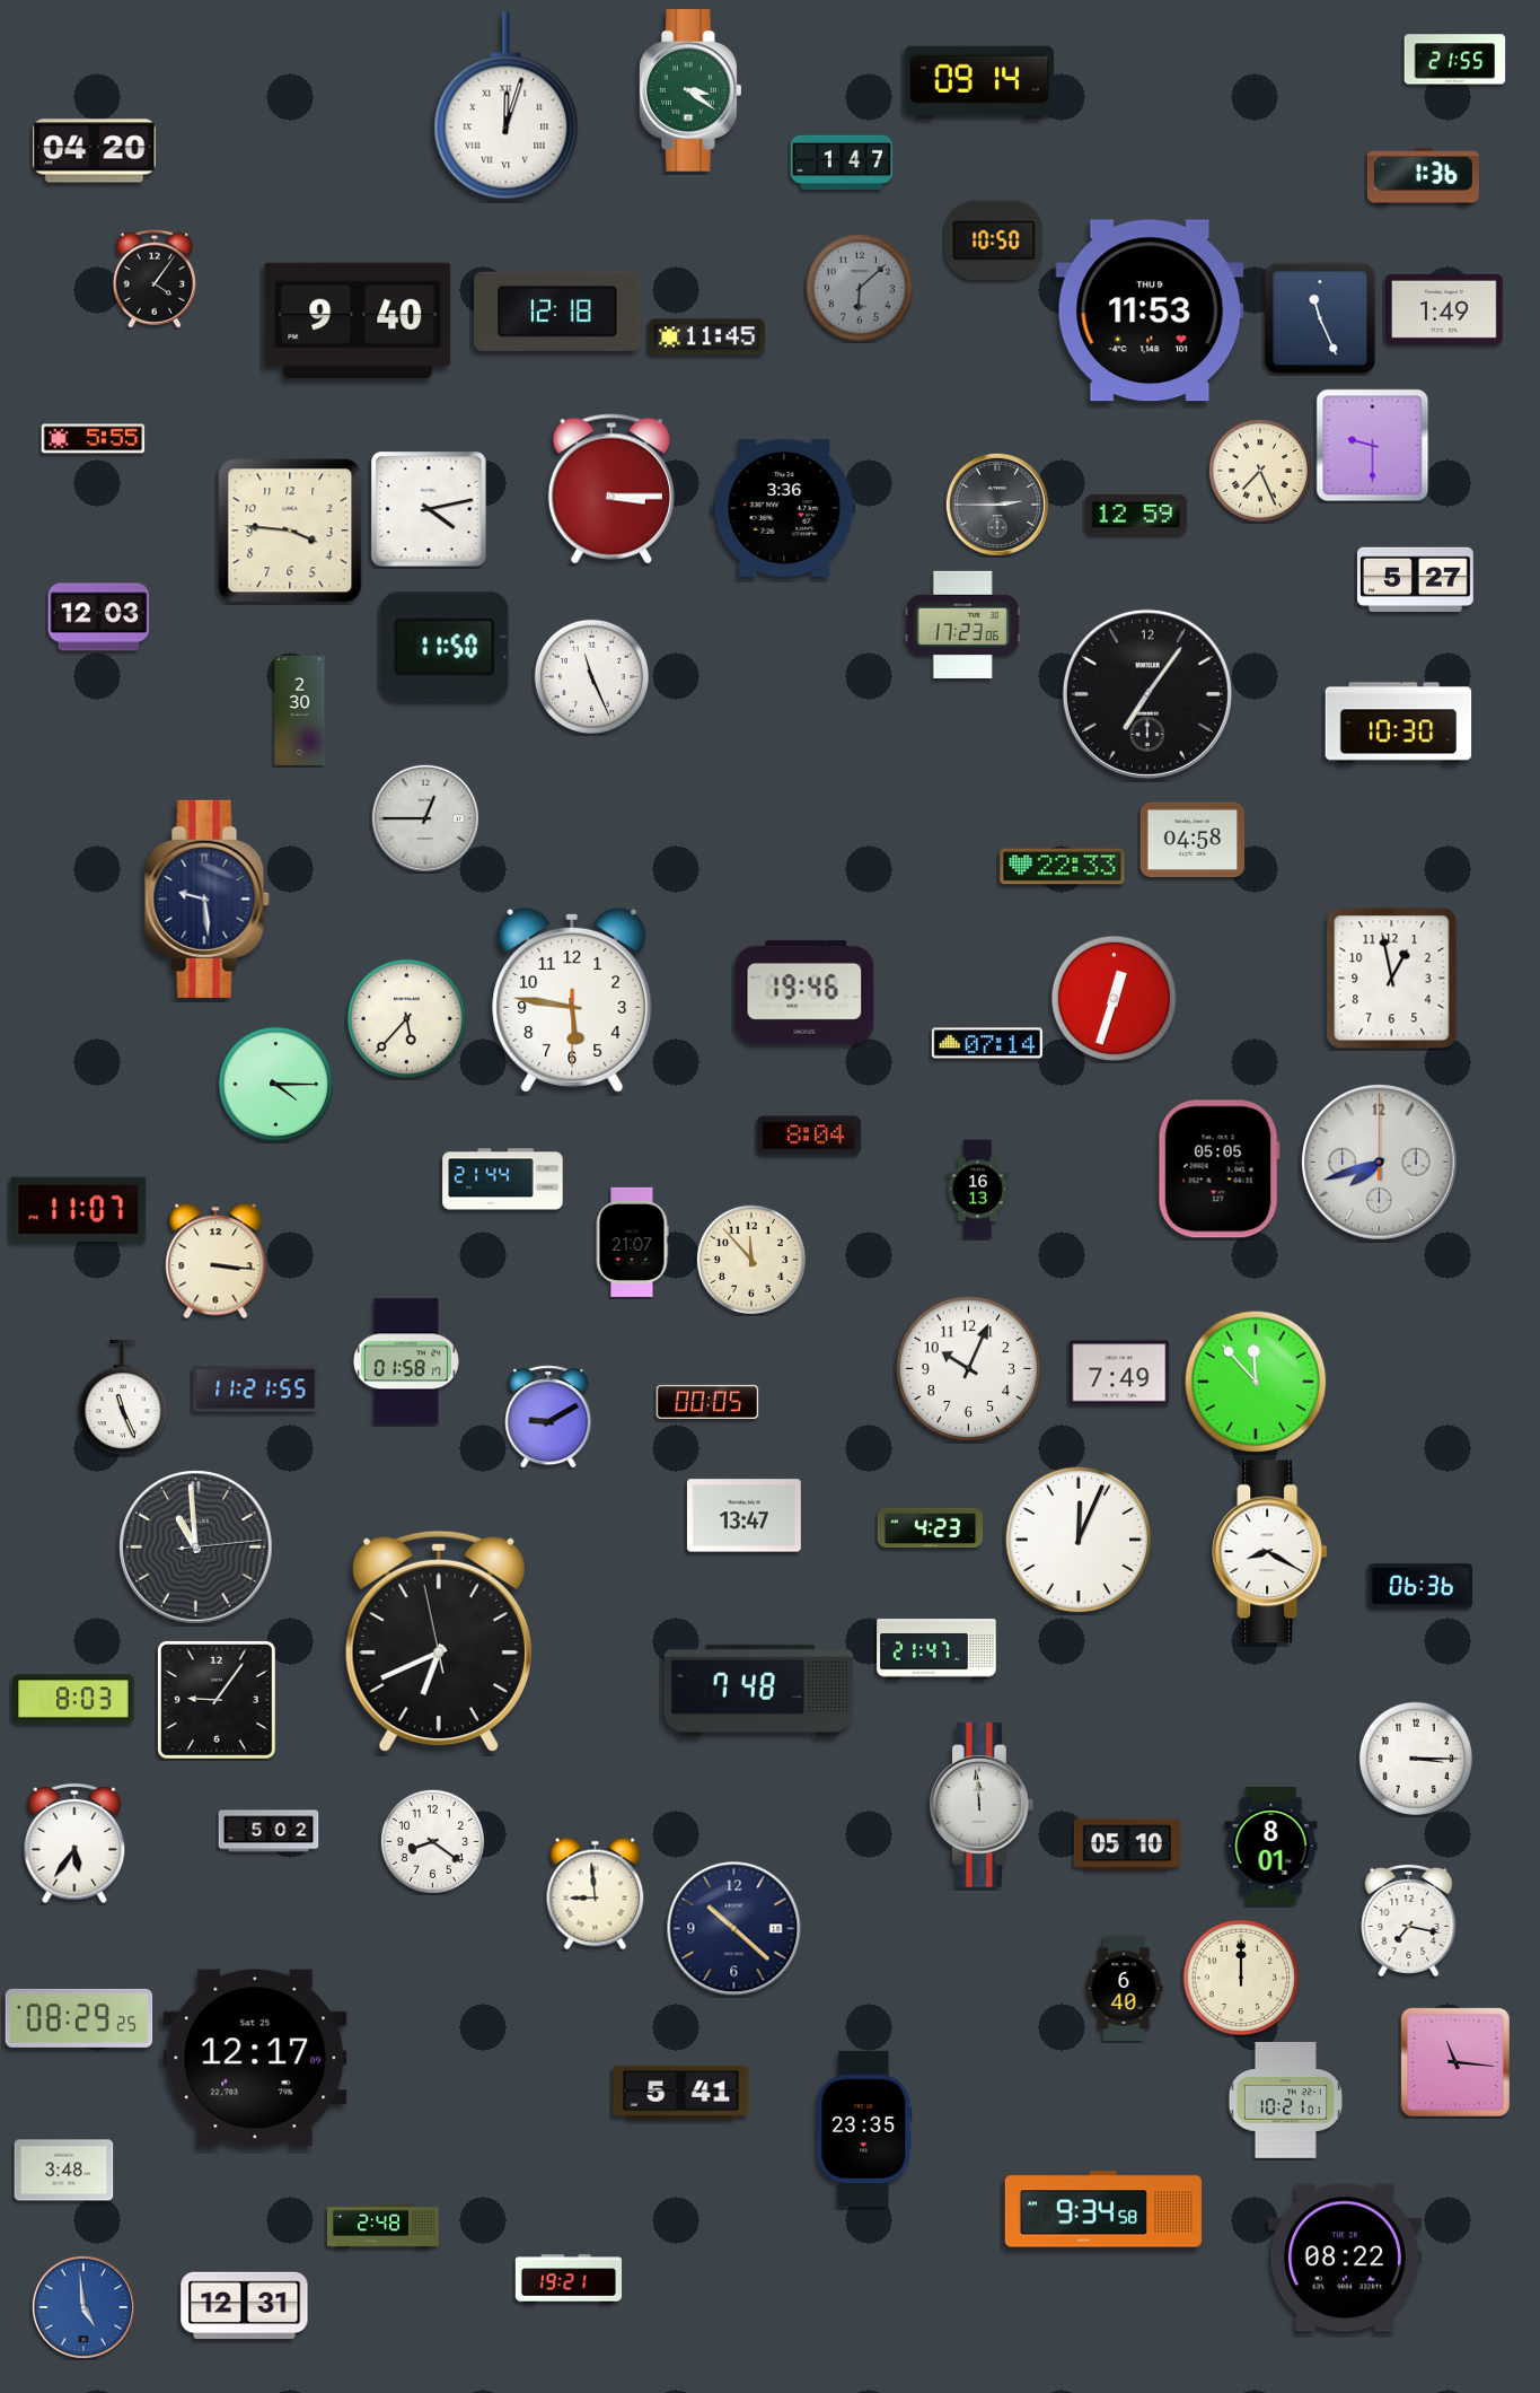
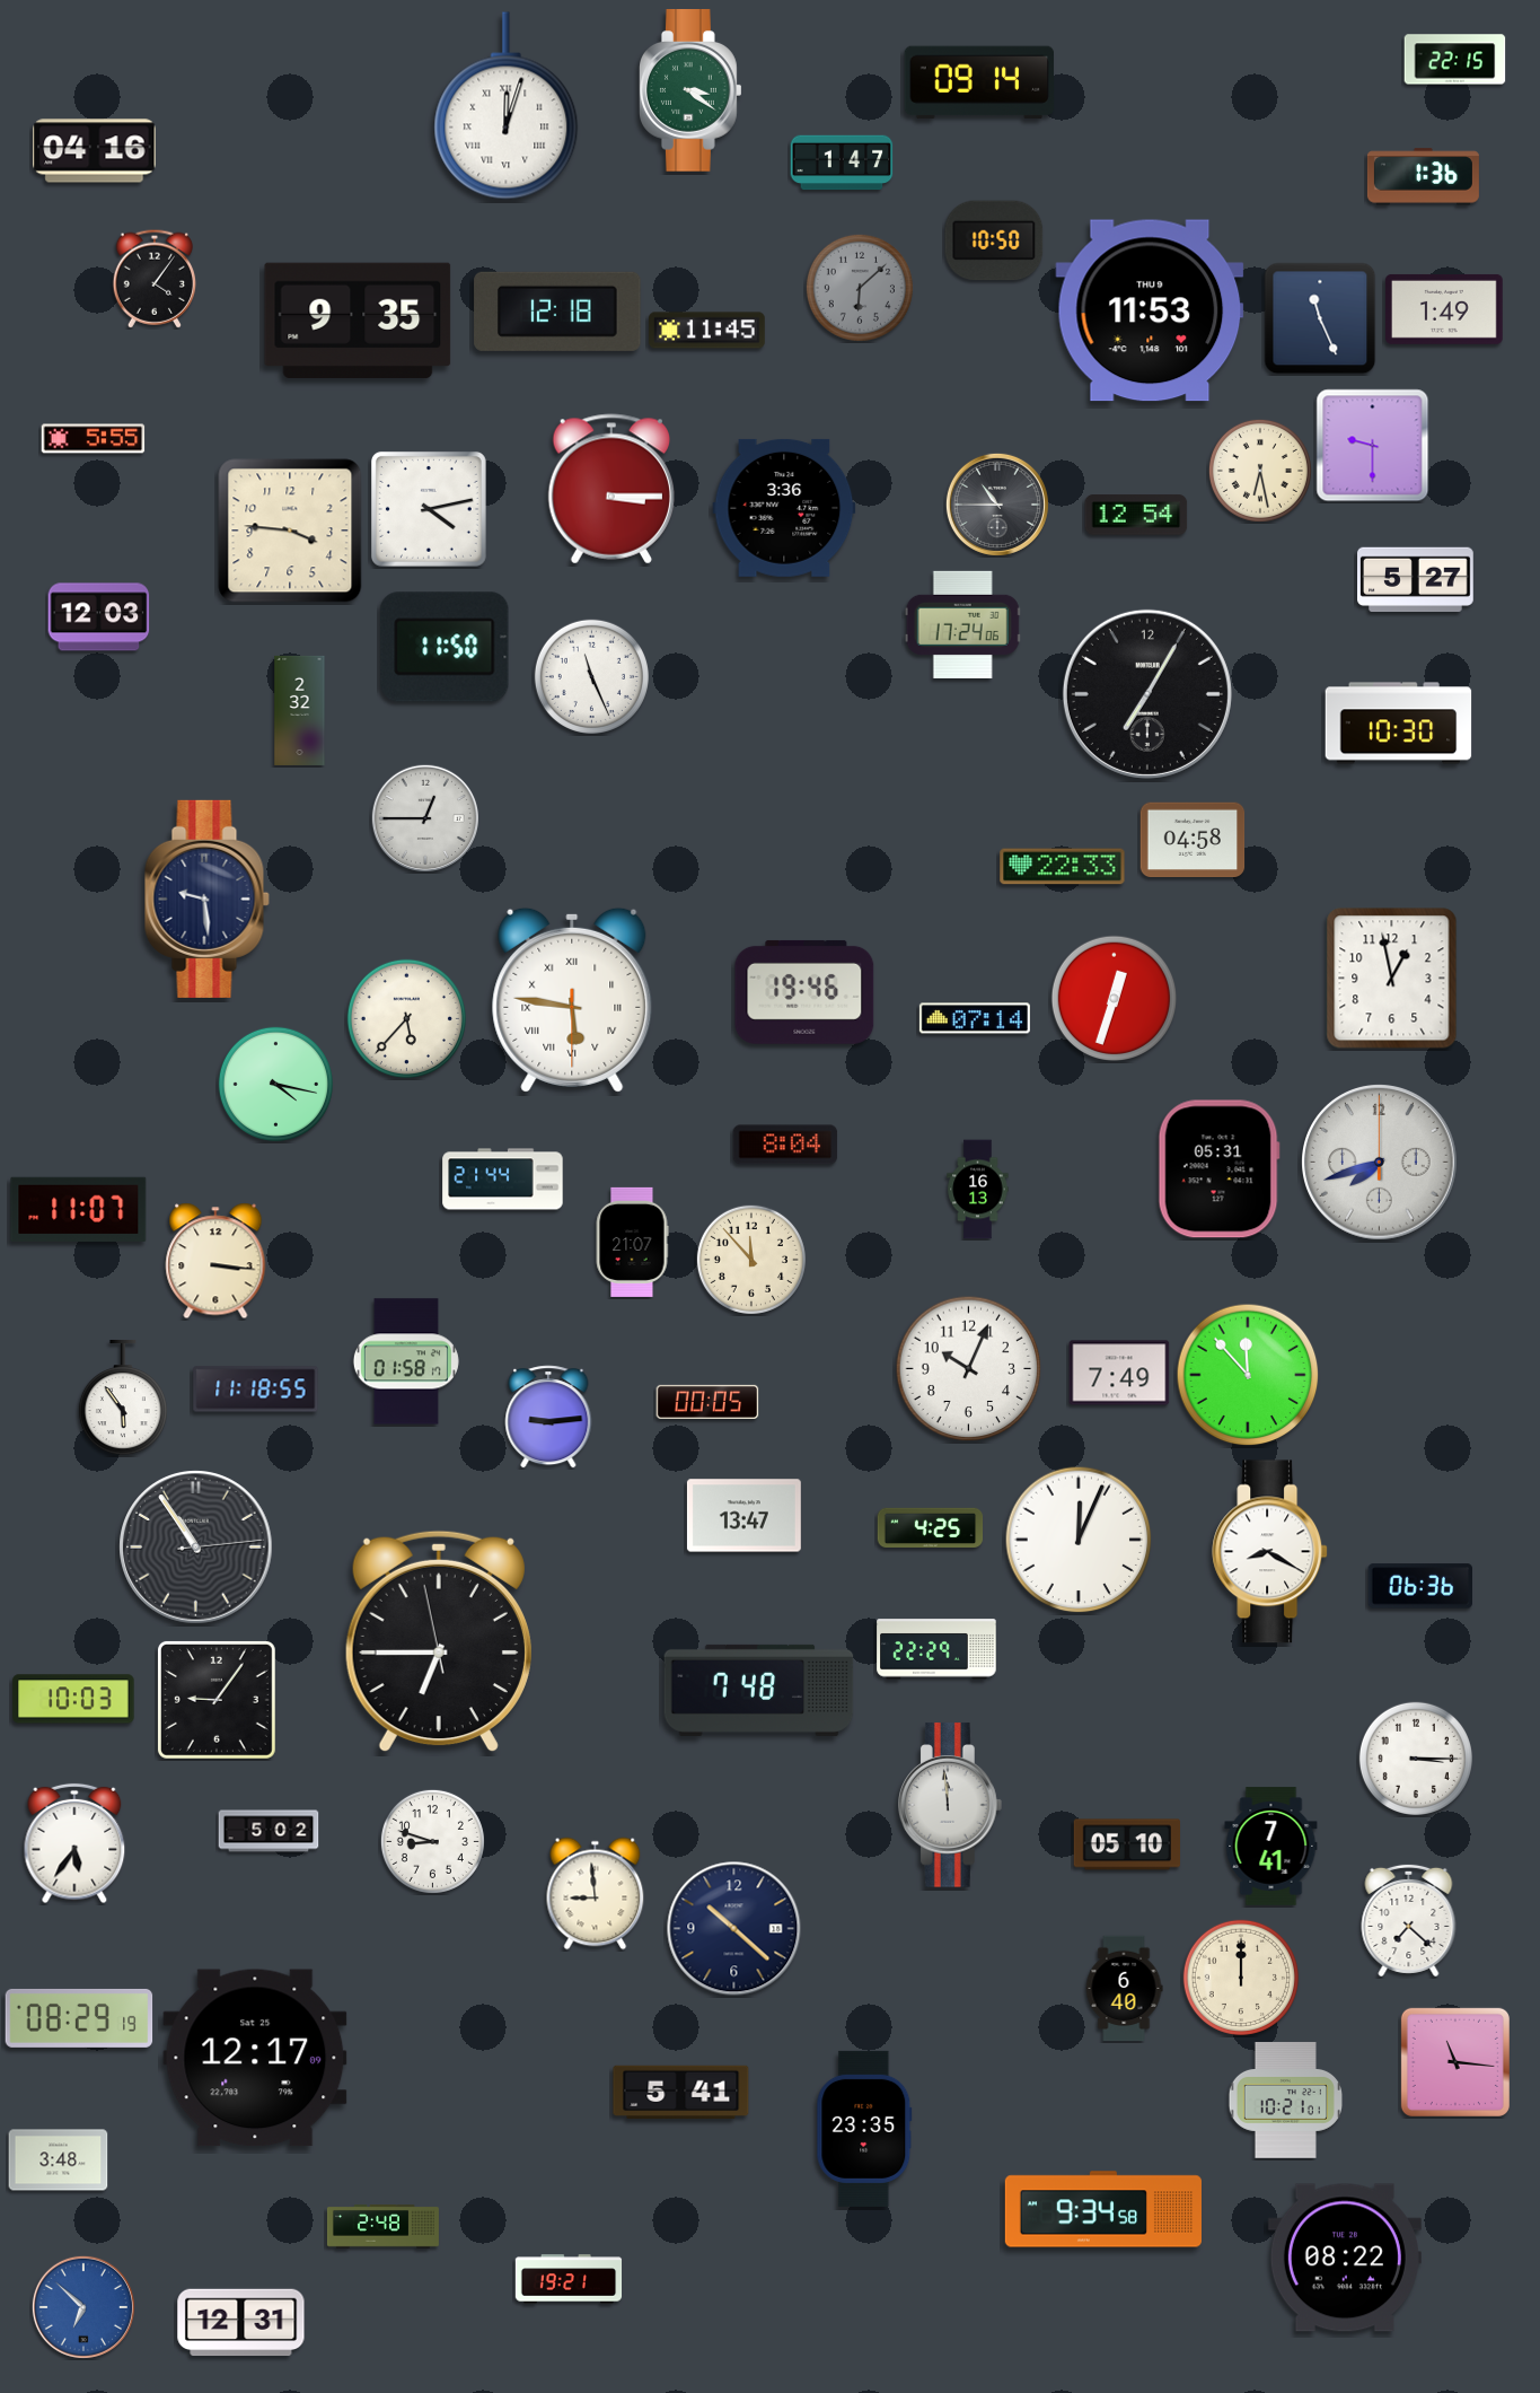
clock at (1455, 60): 21:55 -> 22:15
clock at (95, 151): 04:20 -> 04:16
clock at (358, 321): 9:40 -> 9:35
clock at (707, 338) position: (707, 338) -> (707, 331)
clock at (1260, 471): 7:26 -> 6:28
clock at (997, 505): 2:45 -> 10:45
clock at (1136, 515): 12:59 -> 12:54
clock at (962, 624): 17:23 -> 17:24
clock at (1147, 694): 7:06 -> 7:05
clock at (300, 710): 2:30 -> 2:32
clock at (572, 1000) numerals: Arabic -> Roman
clock at (987, 1043) position: (987, 1043) -> (975, 1018)
clock at (275, 1084): 4:15 -> 4:17
clock at (809, 1136) position: (809, 1136) -> (785, 1145)
clock at (1218, 1169): 05:05 -> 05:31
clock at (1256, 1382) position: (1256, 1382) -> (1248, 1375)
clock at (256, 1390): 11:21 -> 11:18
clock at (123, 1397): 11:26 -> 5:54
clock at (548, 1417): 9:10 -> 9:14
clock at (931, 1528): 4:23 -> 4:25
clock at (196, 1548): 10:59 -> 10:54
clock at (439, 1641): 6:40 -> 6:44
clock at (936, 1649): 21:47 -> 22:29
clock at (73, 1699): 8:03 -> 10:03
clock at (983, 1805) position: (983, 1805) -> (951, 1805)
clock at (432, 1841): 8:21 -> 8:48
clock at (1271, 1847): 8:01 -> 7:41
clock at (1409, 1920): 7:17 -> 7:22
clock at (79, 2018): 08:29:25 -> 08:29:19
clock at (64, 2171) position: (64, 2171) -> (59, 2160)
clock at (245, 2306) position: (245, 2306) -> (241, 2323)
clock at (83, 2307): 4:59 -> 6:52
